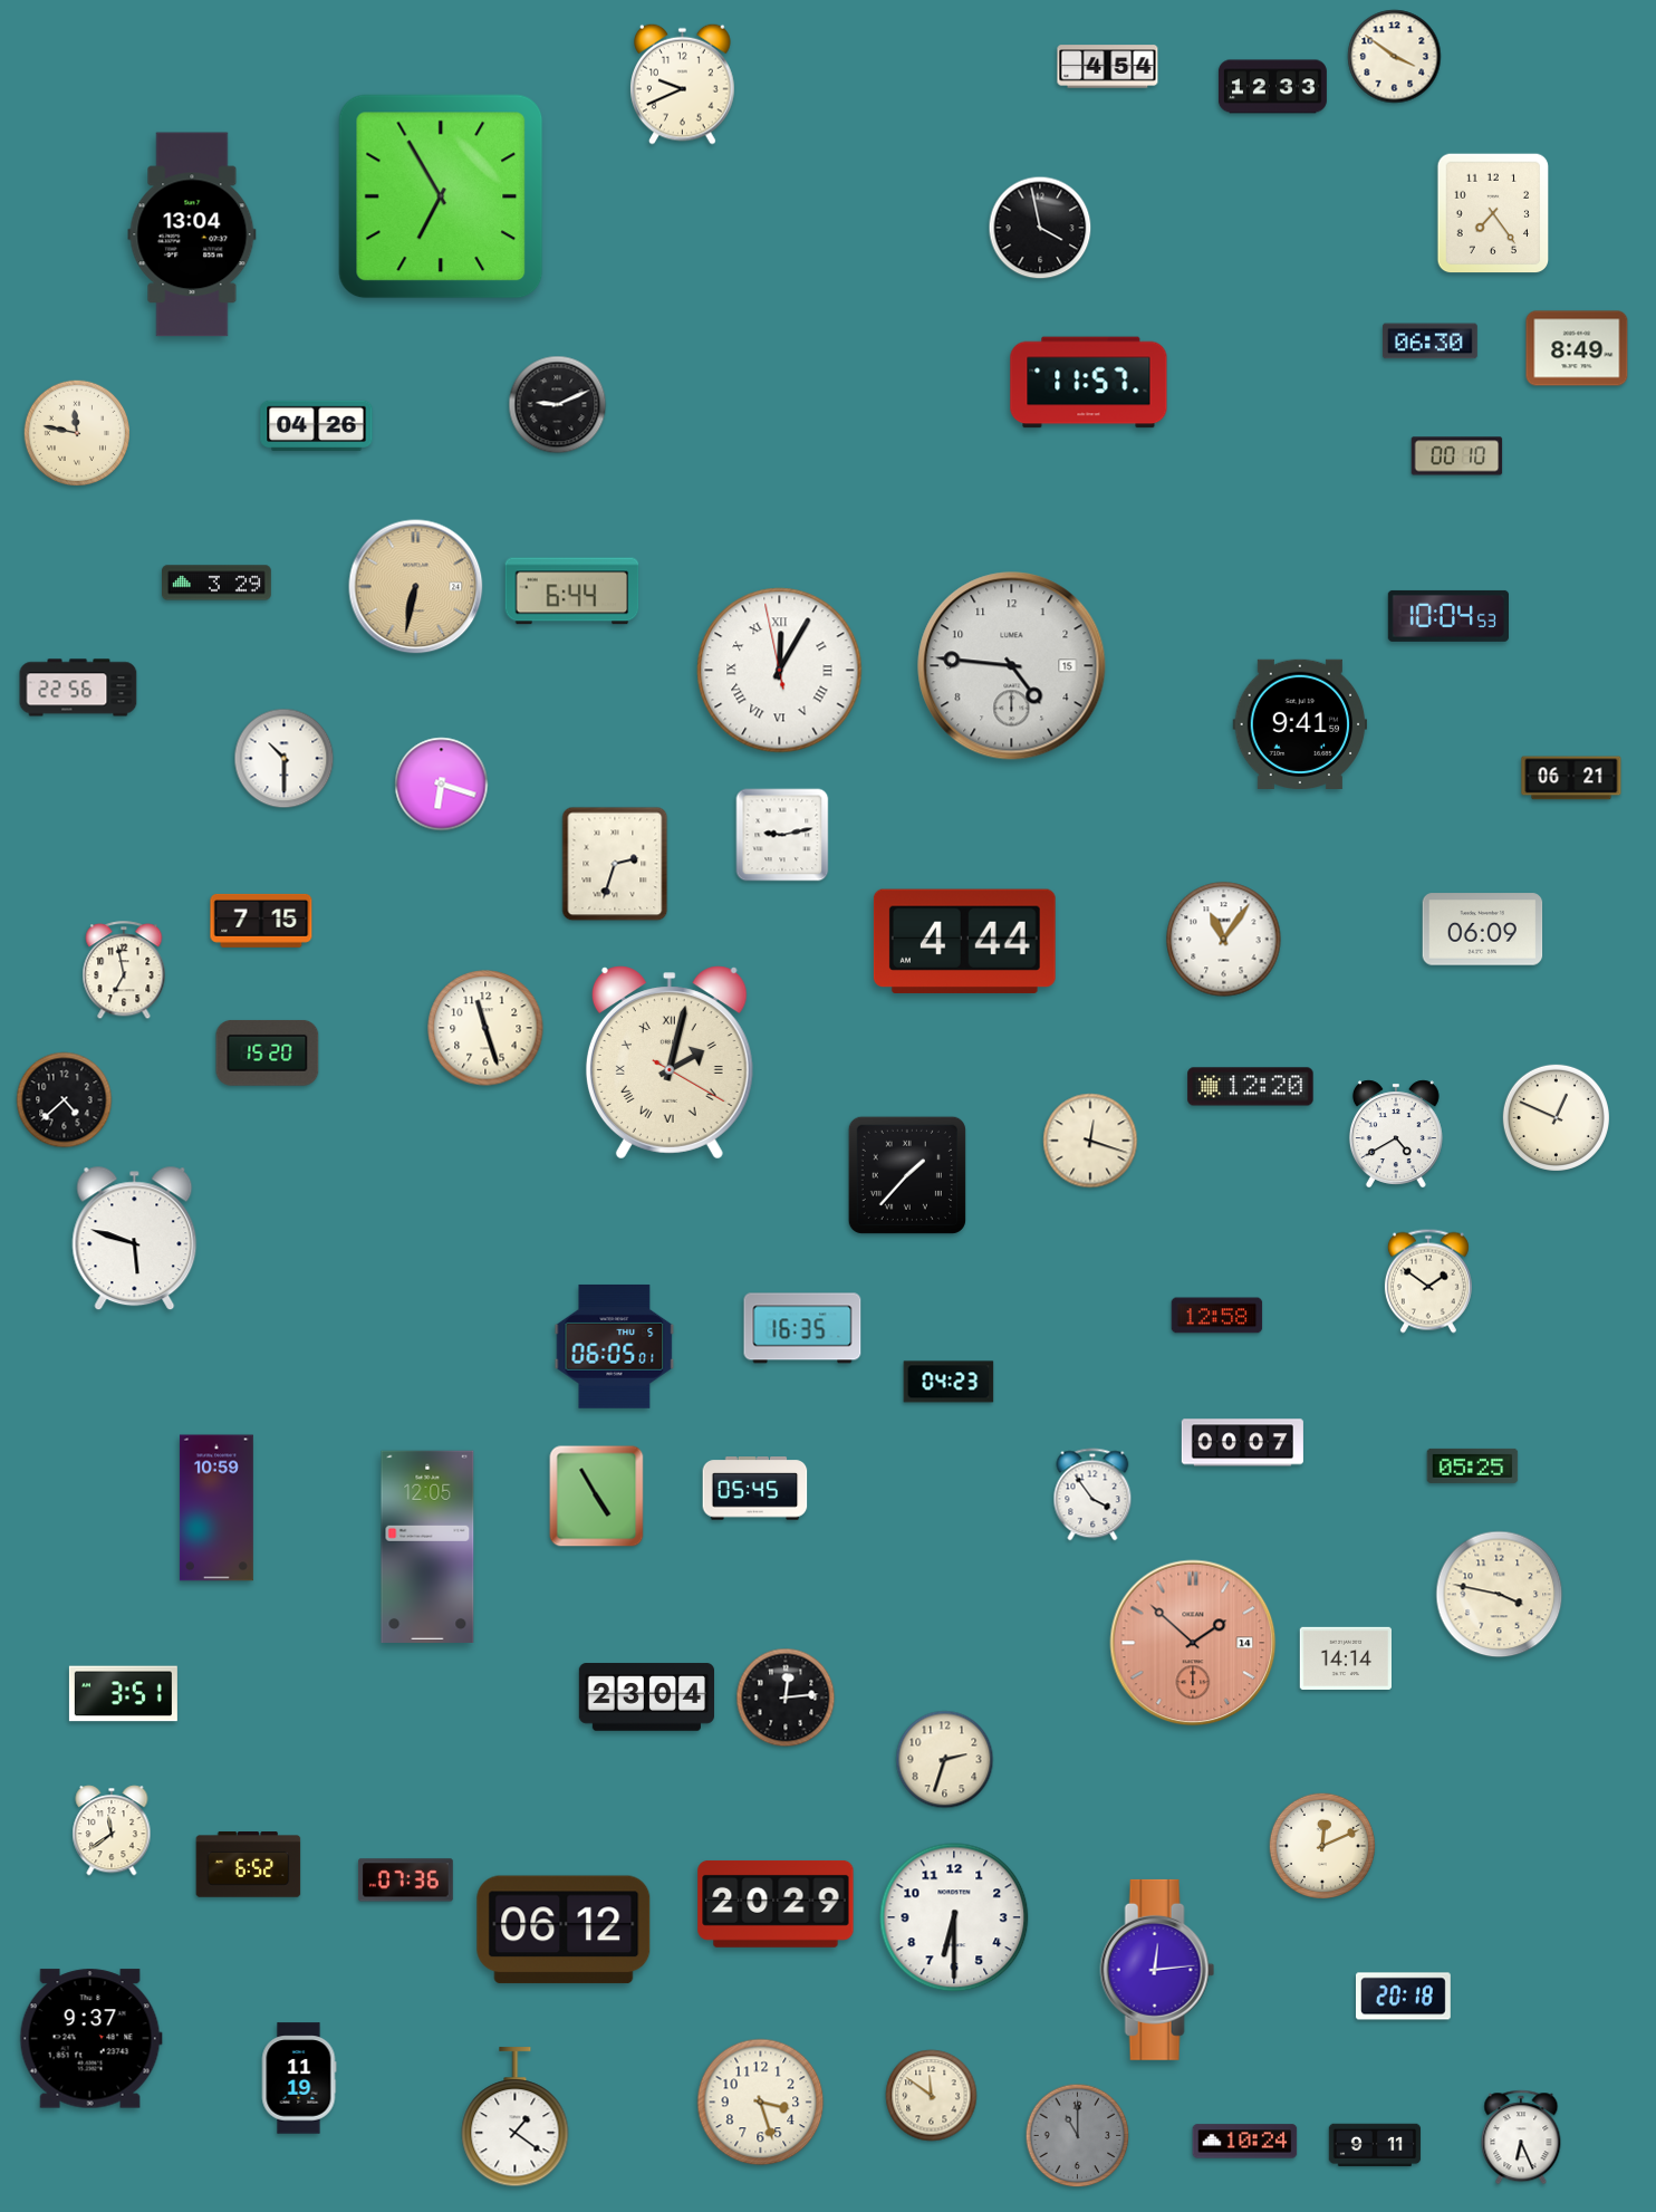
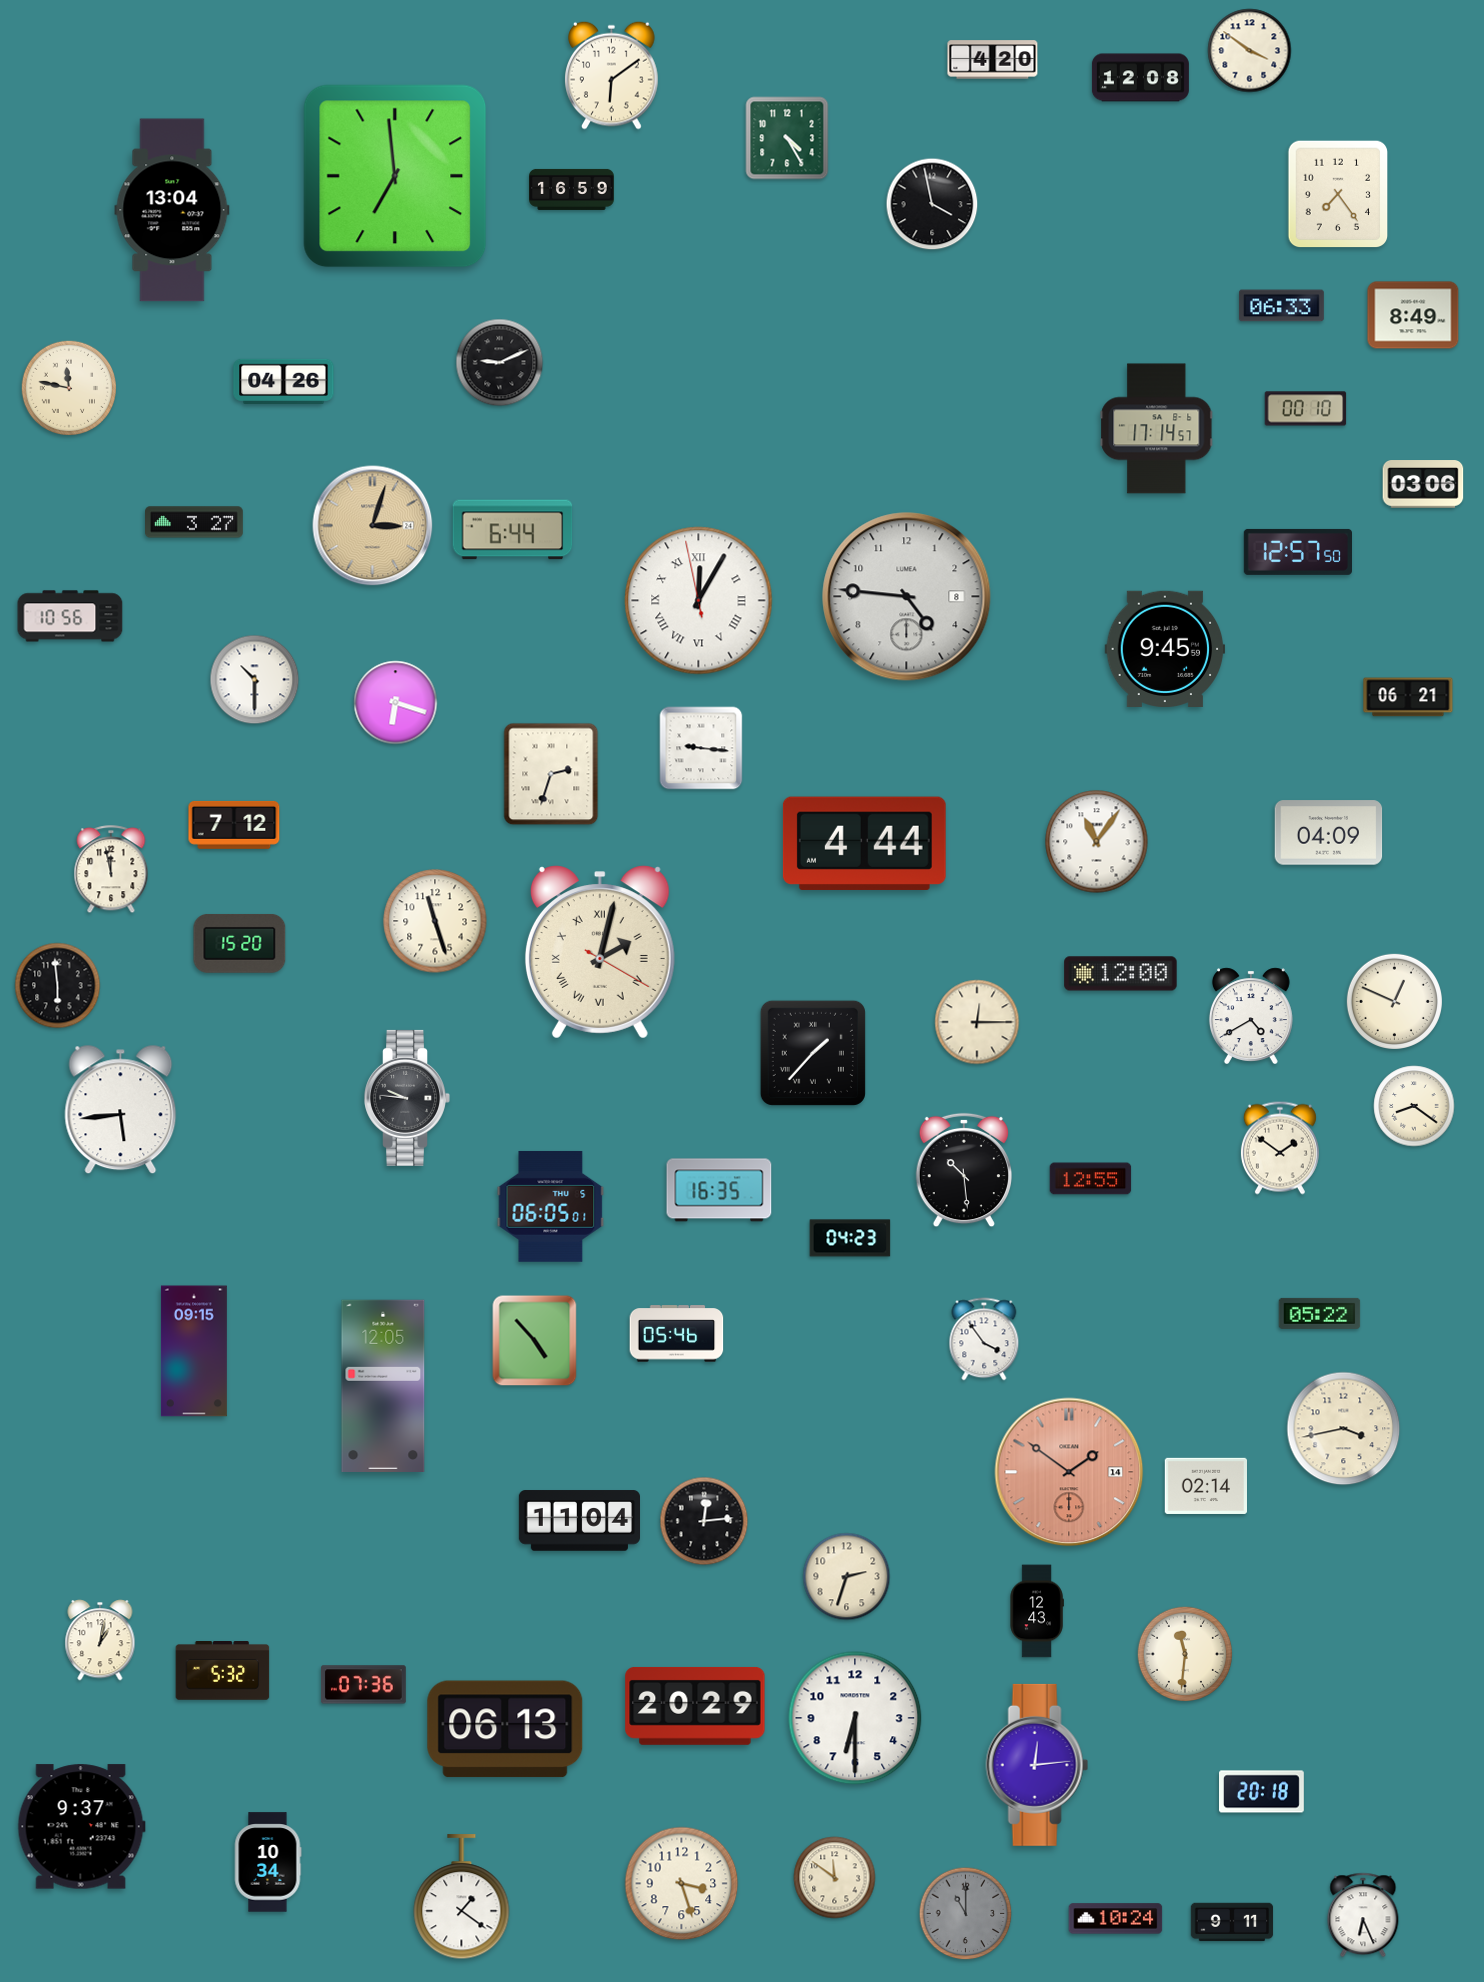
clock at (1108, 67): 4:54 -> 4:20
clock at (683, 84): 9:41 -> 6:09
clock at (1272, 87): 12:33 -> 12:08
clock at (787, 138): none -> 4:25
clock at (441, 196): 6:55 -> 6:59
clock at (572, 189): none -> 16:59
clock at (1493, 213) position: (1493, 213) -> (1338, 194)
clock at (1431, 342): 06:30 -> 06:33
clock at (1577, 348) position: (1577, 348) -> (1413, 315)
clock at (1089, 383): 11:57 -> none
clock at (1157, 429): none -> 17:14
clock at (1423, 484): none -> 03:06
clock at (218, 583): 3:29 -> 3:27
clock at (416, 587): 6:32 -> 3:03
clock at (1447, 616): 10:04 -> 12:57
clock at (1012, 666) date: 15 -> 8
clock at (78, 687): 22:56 -> 10:56
clock at (1300, 723): 9:41 -> 9:45
clock at (782, 835): 9:13 -> 9:16
clock at (261, 921): 7:15 -> 7:12
clock at (1483, 930): 06:09 -> 04:09
clock at (124, 971): 6:58 -> 11:58
clock at (1251, 1087): 12:20 -> 12:00
clock at (65, 1100): 4:38 -> 5:59
clock at (1090, 1141): 12:18 -> 12:15
clock at (407, 1098): none -> 9:46
clock at (1414, 1106): none -> 8:21
clock at (135, 1239): 5:48 -> 5:44
clock at (963, 1170): none -> 10:29
clock at (1217, 1316): 12:58 -> 12:55
clock at (1242, 1443): 00:07 -> none
clock at (1473, 1465): 05:25 -> 05:22
clock at (755, 1489): 05:45 -> 05:46
clock at (1092, 1494) position: (1092, 1494) -> (984, 1339)
clock at (597, 1497): 4:55 -> 4:53
clock at (216, 1508): 10:59 -> 09:15
clock at (1500, 1595): 3:47 -> 3:43
clock at (1193, 1643): 1:52 -> 1:51
clock at (1345, 1658): 14:14 -> 02:14
clock at (123, 1694): 3:51 -> none
clock at (646, 1698): 23:04 -> 11:04
clock at (1037, 1611): none -> 12:43
clock at (112, 1830): 11:39 -> 1:02
clock at (1321, 1845): 12:11 -> 11:31
clock at (249, 1865): 6:52 -> 5:32
clock at (564, 1930): 06:12 -> 06:13
clock at (1404, 1997) position: (1404, 1997) -> (1262, 1792)
clock at (299, 2078): 11:19 -> 10:34
